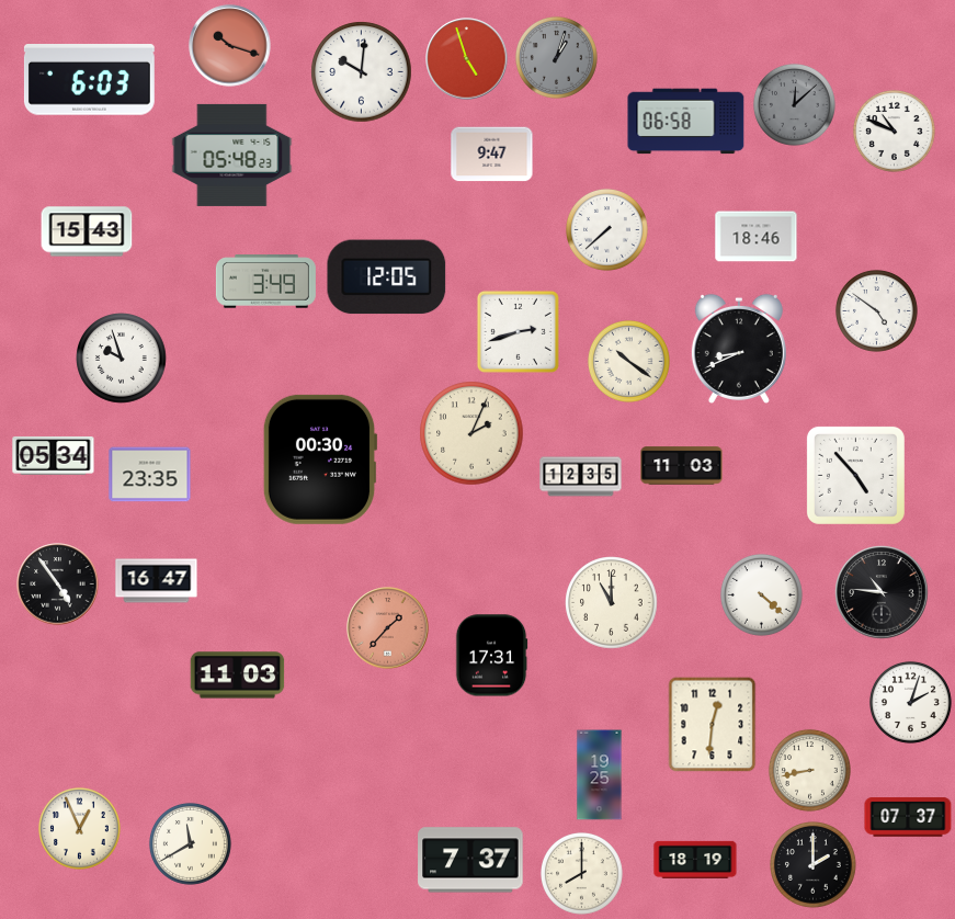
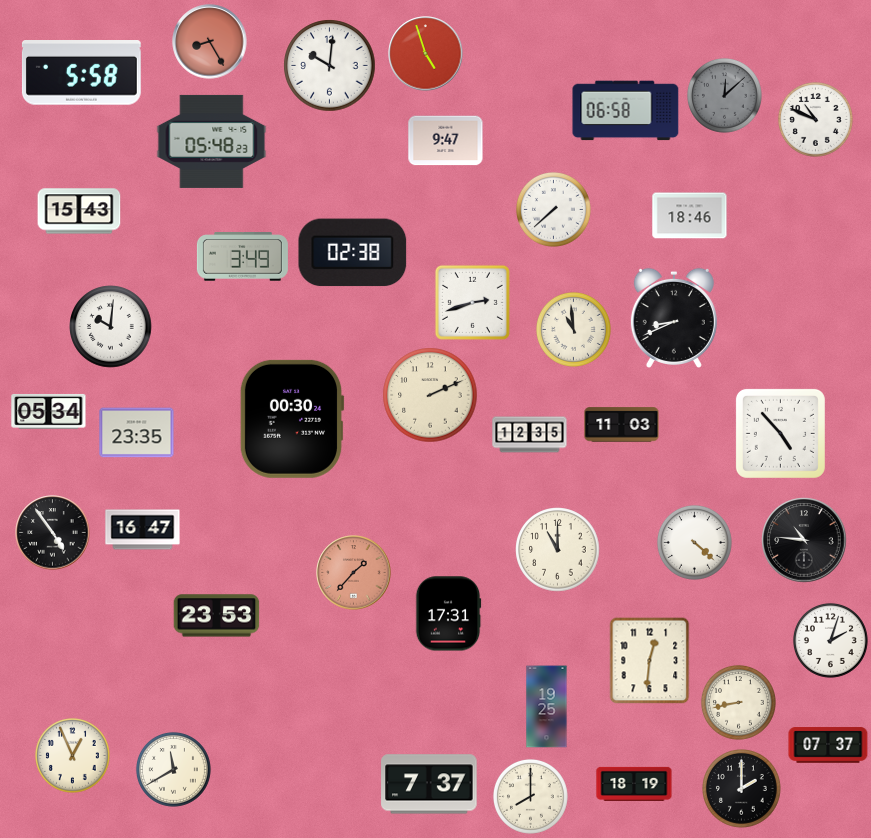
clock at (230, 46): 10:18 -> 8:25
clock at (556, 58): 1:03 -> none
clock at (89, 80): 6:03 -> 5:58
clock at (492, 155) position: (492, 155) -> (446, 141)
clock at (387, 277): 12:05 -> 02:38
clock at (876, 311): 4:51 -> none
clock at (122, 359): 9:57 -> 10:01
clock at (628, 362): 10:21 -> 10:59
clock at (471, 433): 2:04 -> 2:11
clock at (54, 455) position: (54, 455) -> (49, 411)
clock at (491, 656) position: (491, 656) -> (448, 614)
clock at (238, 676): 11:03 -> 23:53
